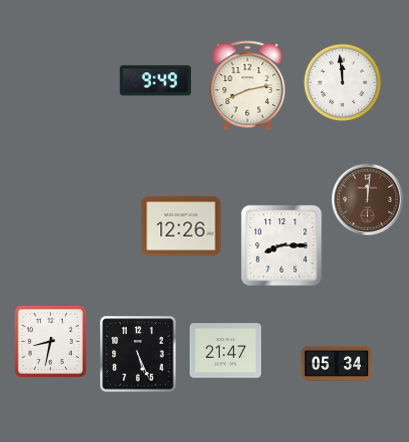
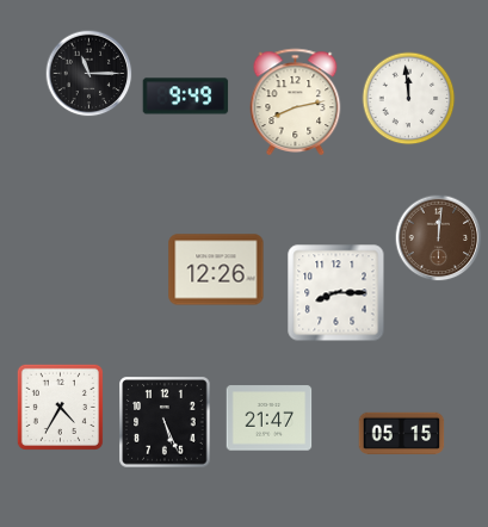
clock at (89, 74): none -> 11:15
clock at (50, 341): 8:32 -> 4:35
clock at (337, 363): 05:34 -> 05:15
